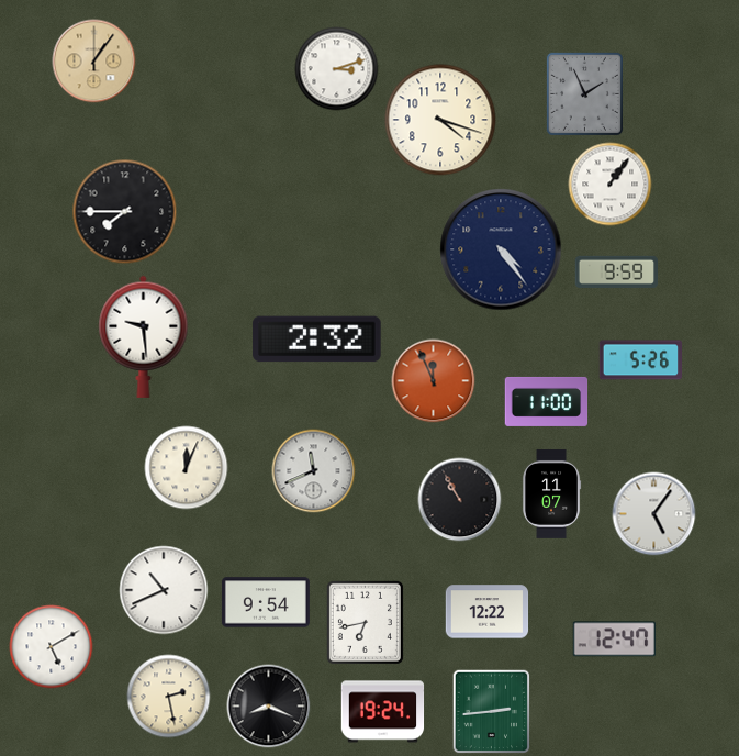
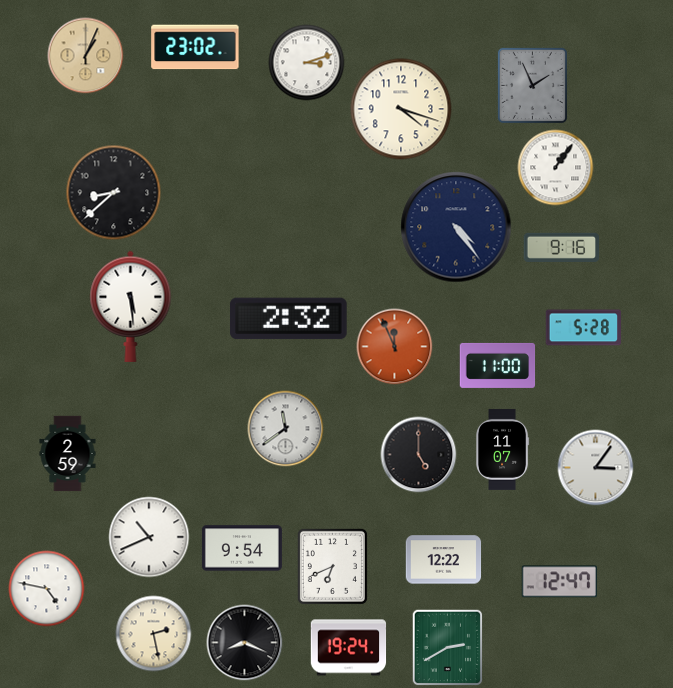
clock at (195, 47): none -> 23:02
clock at (94, 62): 1:06 -> 1:04
clock at (125, 212): 7:45 -> 8:38
clock at (616, 271): 9:59 -> 9:16
clock at (144, 336): 9:29 -> 5:29
clock at (317, 340) position: (317, 340) -> (289, 319)
clock at (641, 360): 5:26 -> 5:28
clock at (187, 468): 12:04 -> none
clock at (314, 471): 11:41 -> 11:39
clock at (68, 454): none -> 2:59
clock at (460, 500): 10:55 -> 5:00
clock at (654, 514): 5:06 -> 3:06
clock at (488, 612) position: (488, 612) -> (444, 560)
clock at (365, 622): 6:43 -> 6:41
clock at (52, 647): 5:10 -> 4:47
clock at (492, 712): 2:44 -> 2:40
